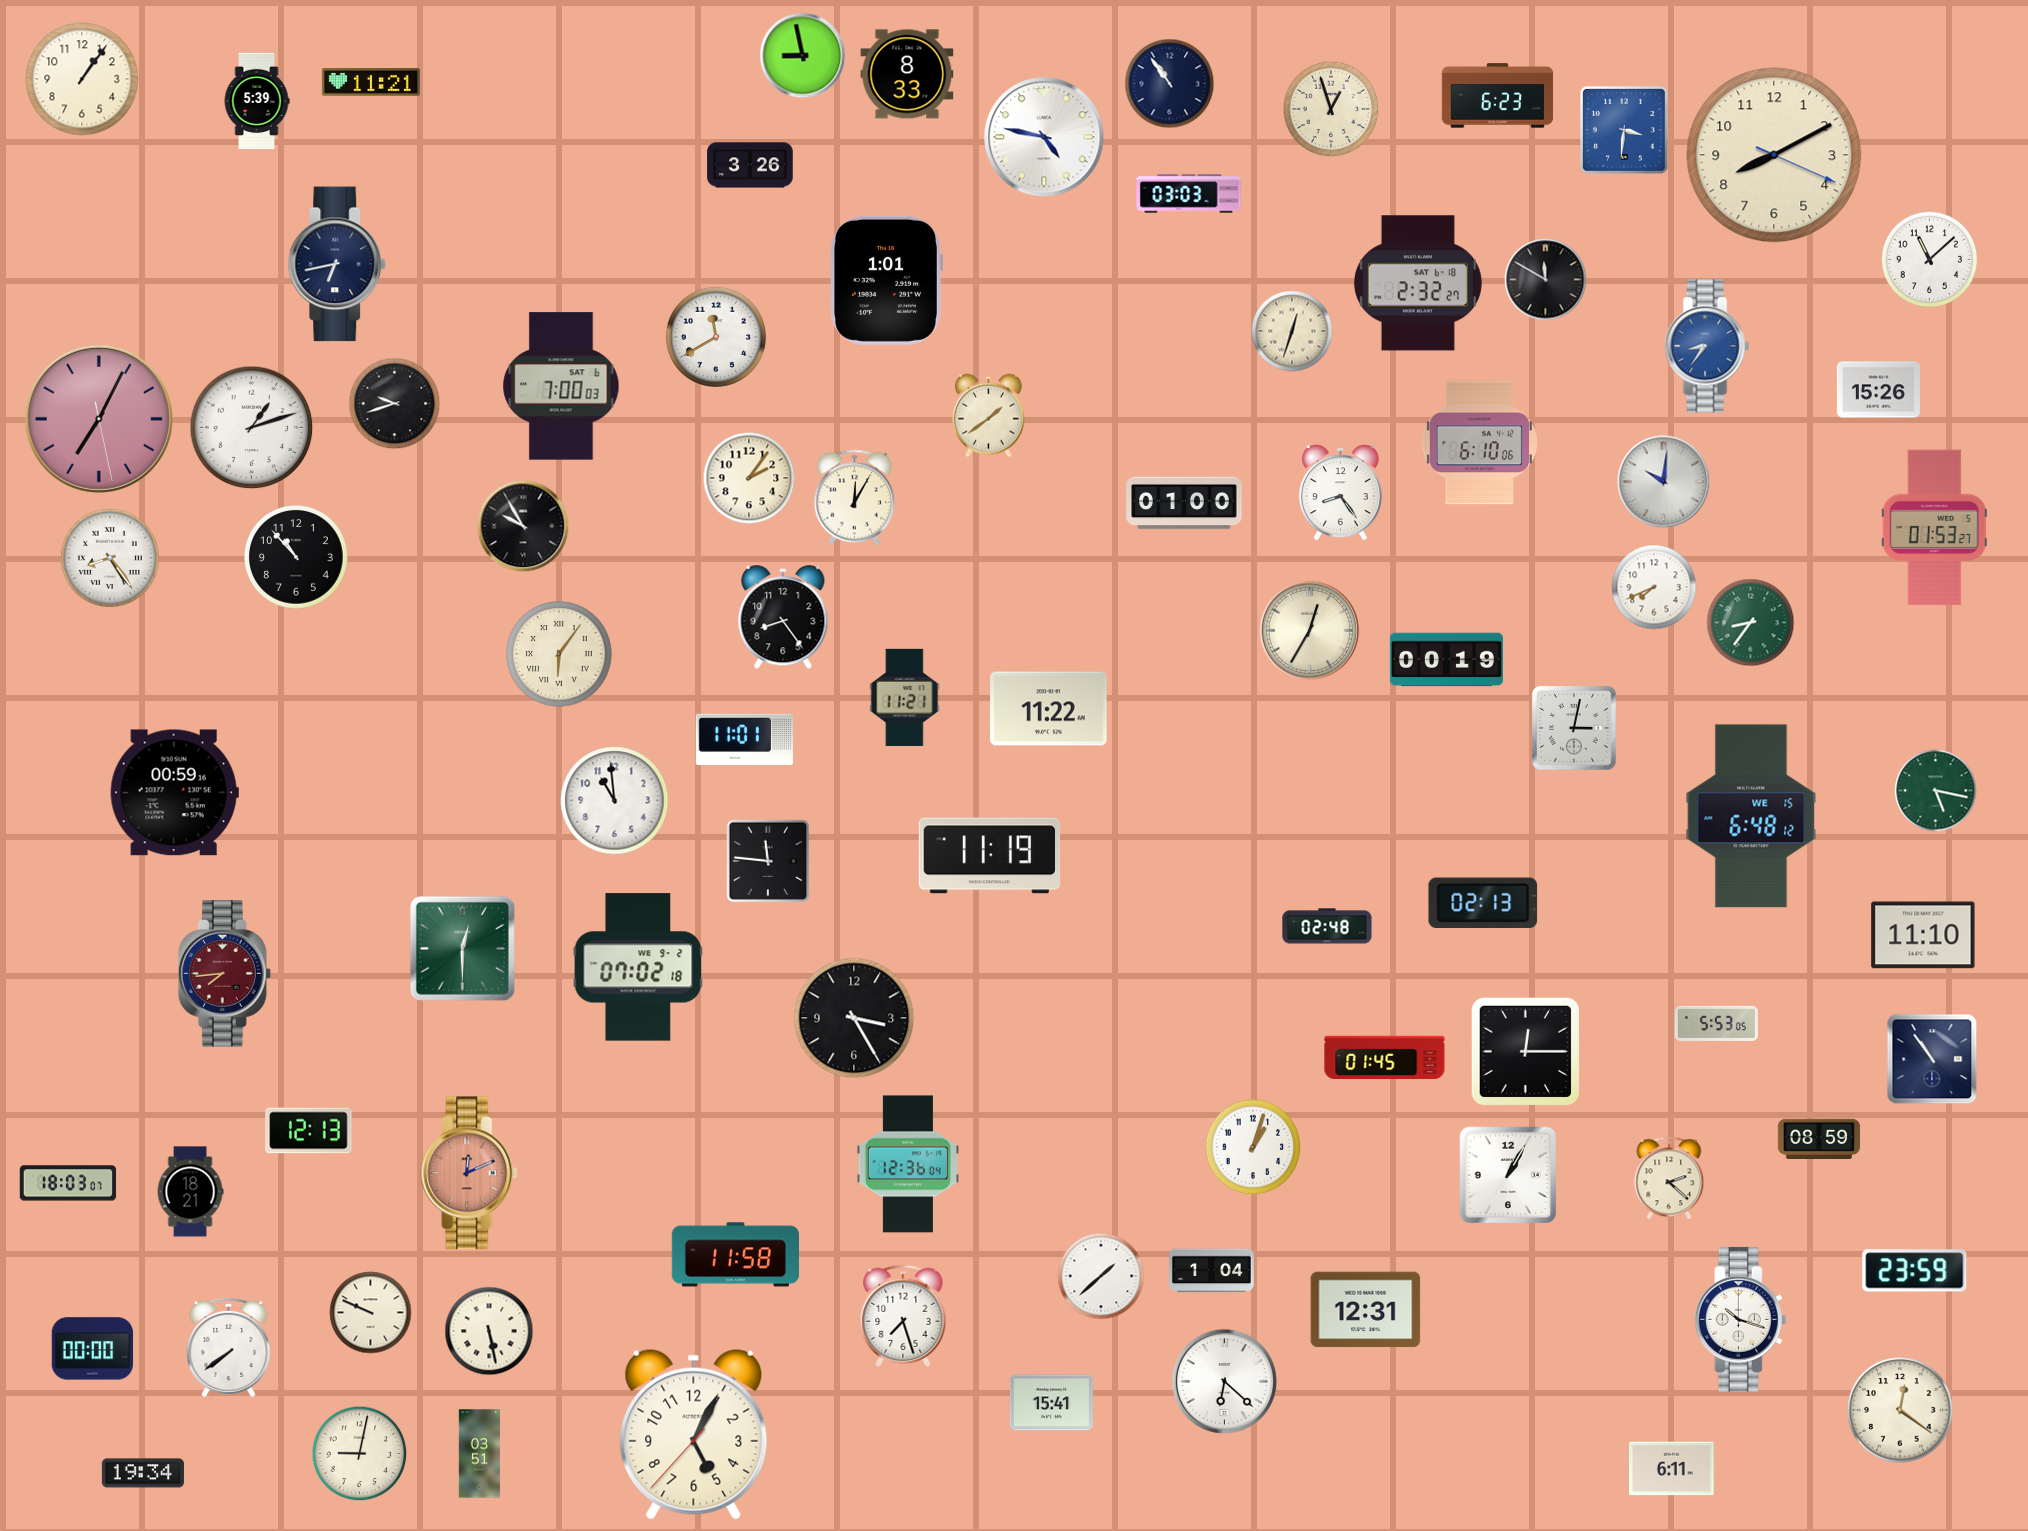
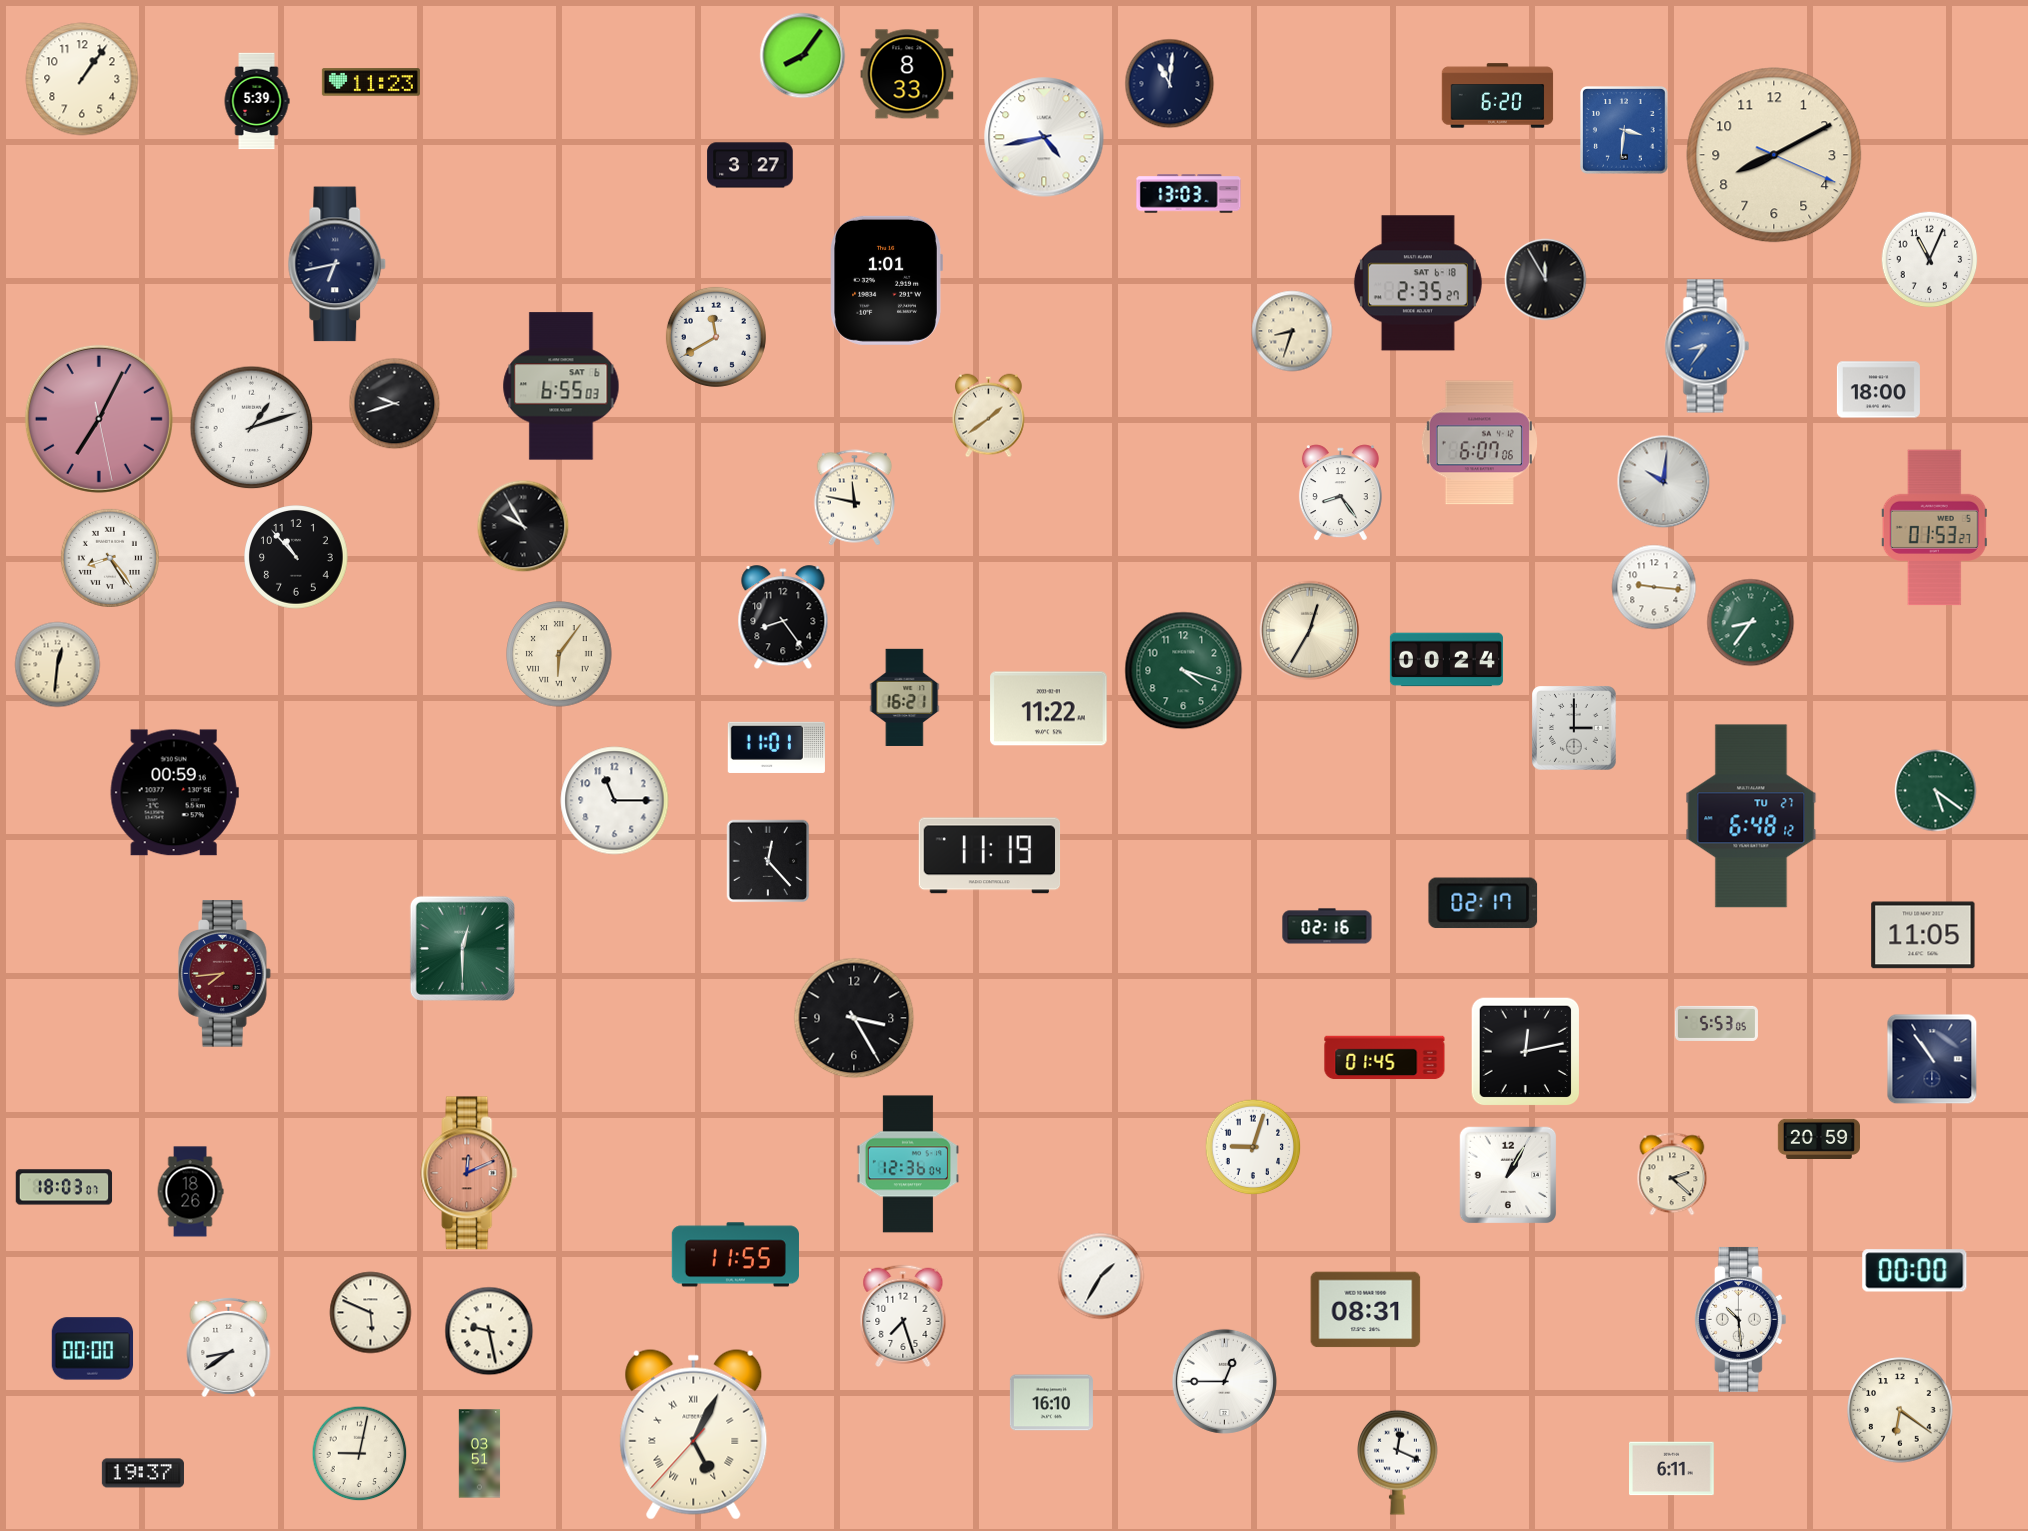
clock at (803, 56): 8:58 -> 8:06
clock at (371, 82): 11:21 -> 11:23
clock at (1170, 84): 10:54 -> 11:01
clock at (1498, 96): 6:23 -> 6:20
clock at (1331, 109): 12:57 -> none
clock at (1044, 137): 4:47 -> 4:43
clock at (750, 165): 3:26 -> 3:27
clock at (1189, 194): 03:03 -> 13:03
clock at (1930, 260): 11:08 -> 11:04
clock at (1546, 280): 11:50 -> 11:55
clock at (1418, 283): 2:32 -> 2:35
clock at (1292, 331): 12:33 -> 8:33
clock at (561, 386): 7:00 -> 6:55
clock at (1878, 390): 15:26 -> 18:00
clock at (1479, 443): 6:10 -> 6:07
clock at (749, 478): 2:06 -> none
clock at (855, 498): 12:05 -> 11:47
clock at (1184, 503): 01:00 -> none
clock at (1654, 587): 7:41 -> 9:16
clock at (1446, 660): 00:19 -> 00:24
clock at (58, 665): none -> 12:31
clock at (1184, 671): none -> 4:18
clock at (905, 697): 11:21 -> 16:21
clock at (1574, 728): 3:02 -> 3:00
clock at (744, 739) position: (744, 739) -> (776, 747)
clock at (1936, 791): 5:17 -> 5:21
clock at (615, 801): 10:59 -> 11:15
clock at (1751, 816) date: WE 15 -> TU 27
clock at (768, 861): 11:46 -> 12:23
clock at (1483, 903): 02:13 -> 02:17
clock at (1327, 926): 02:48 -> 02:16
clock at (1923, 935): 11:10 -> 11:05
clock at (638, 967): 07:02 -> none
clock at (1526, 1052): 12:15 -> 12:13
clock at (309, 1131): 12:13 -> none
clock at (1819, 1138): 08:59 -> 20:59
clock at (1253, 1147): 1:03 -> 9:03
clock at (1669, 1178) position: (1669, 1178) -> (1672, 1174)
clock at (68, 1183) position: (68, 1183) -> (64, 1187)
clock at (190, 1192): 18:21 -> 18:26
clock at (735, 1255): 11:58 -> 11:55
clock at (1212, 1271): 1:04 -> none
clock at (1915, 1271): 23:59 -> 00:00
clock at (1101, 1276): 1:38 -> 1:35
clock at (1366, 1310): 12:31 -> 08:31
clock at (371, 1313): 9:49 -> 5:49
clock at (1740, 1319): 10:18 -> 10:29
clock at (489, 1331): 5:28 -> 9:28
clock at (229, 1347): 7:39 -> 8:39
clock at (1224, 1381): 6:22 -> 12:45
clock at (1051, 1403): 15:41 -> 16:10
clock at (1900, 1410): 12:21 -> 6:21
clock at (694, 1434) numerals: Arabic -> Roman
clock at (1398, 1462): none -> 12:19
clock at (143, 1473): 19:34 -> 19:37
